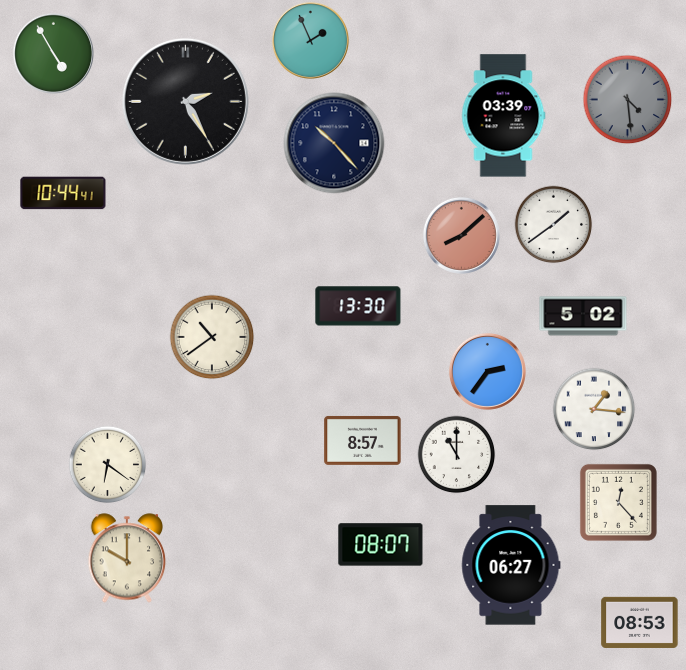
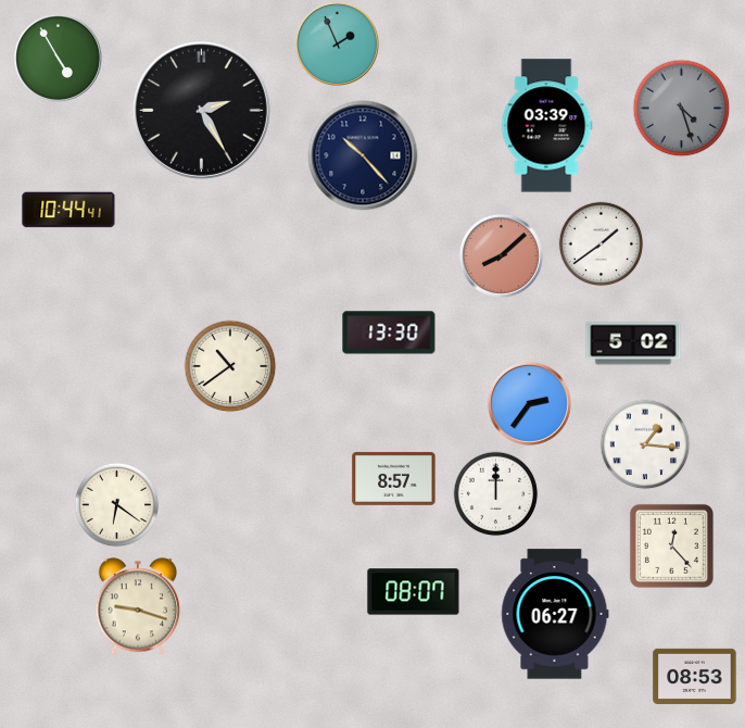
clock at (627, 99): 4:29 -> 4:27
clock at (456, 454): 11:00 -> 12:00
clock at (127, 558): 10:00 -> 9:18
